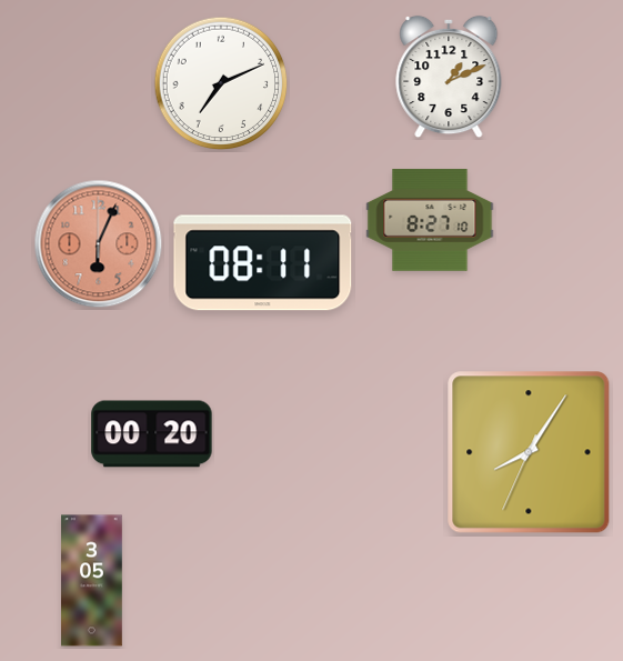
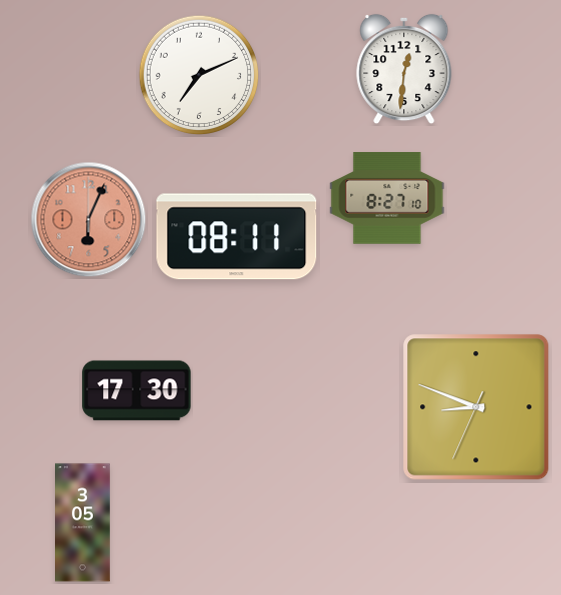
clock at (449, 77): 1:11 -> 12:31
clock at (152, 434): 00:20 -> 17:30
clock at (529, 452): 8:05 -> 8:48
